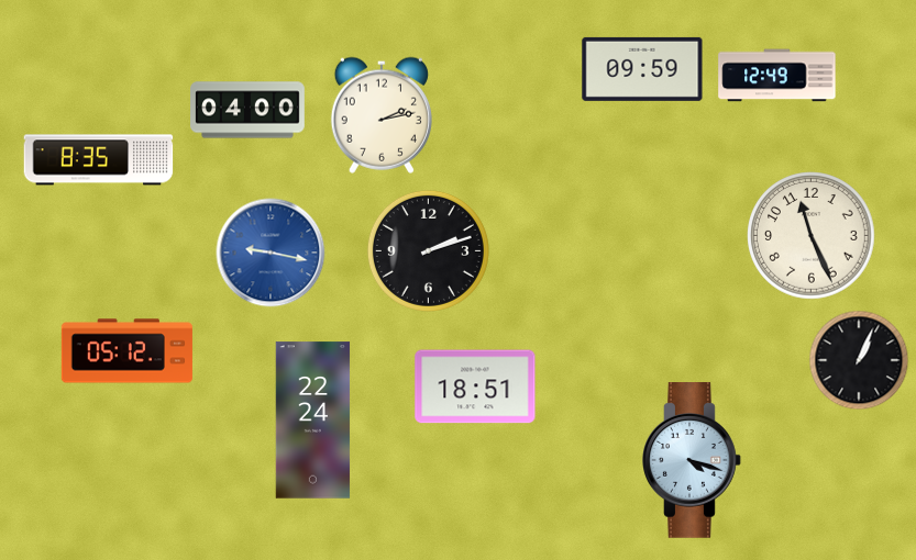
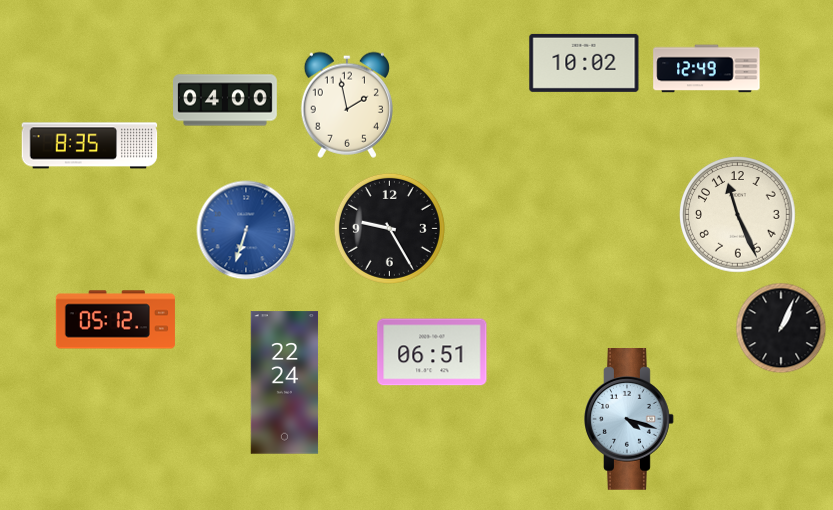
clock at (642, 69): 09:59 -> 10:02
clock at (382, 115): 2:13 -> 1:58
clock at (428, 250): 2:12 -> 9:25
clock at (271, 253): 9:17 -> 6:33
clock at (475, 387): 18:51 -> 06:51
